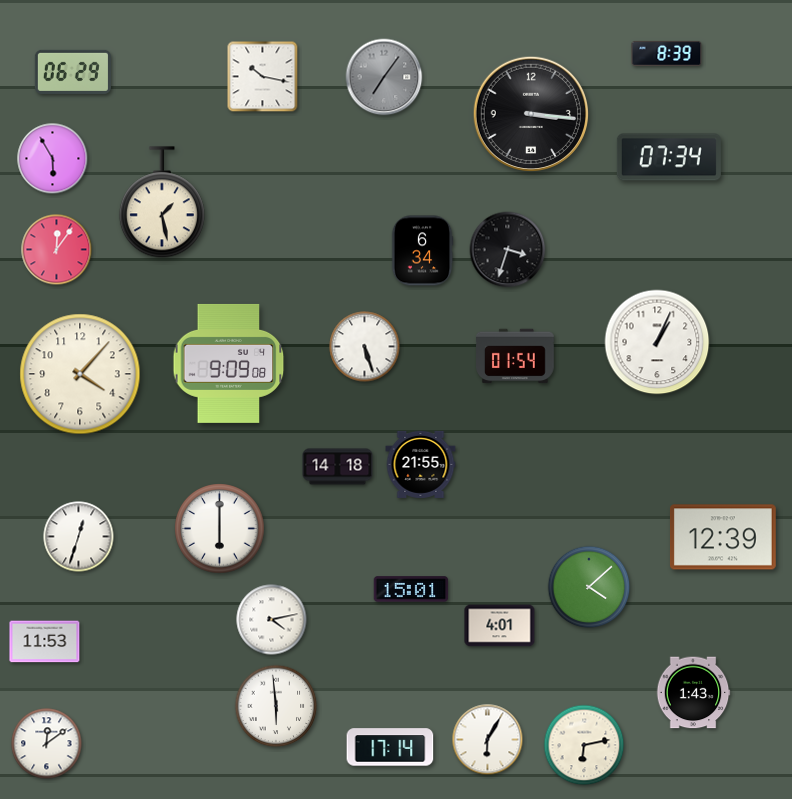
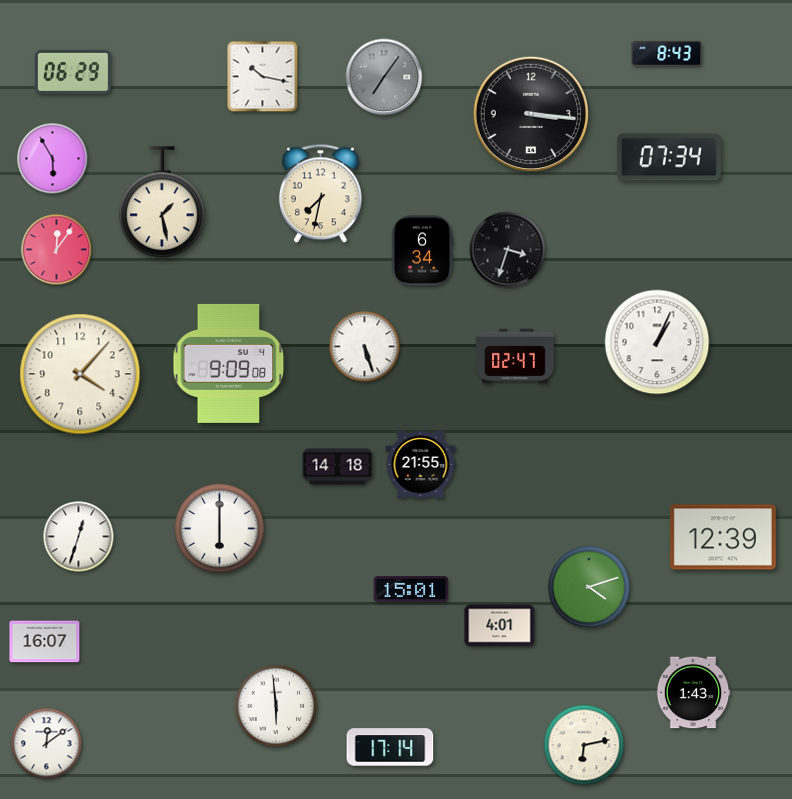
clock at (667, 53): 8:39 -> 8:43
clock at (320, 194): none -> 7:32
clock at (516, 356): 01:54 -> 02:47
clock at (589, 587): 4:08 -> 4:12
clock at (272, 620): 4:13 -> none
clock at (45, 642): 11:53 -> 16:07
clock at (488, 740): 6:05 -> none
